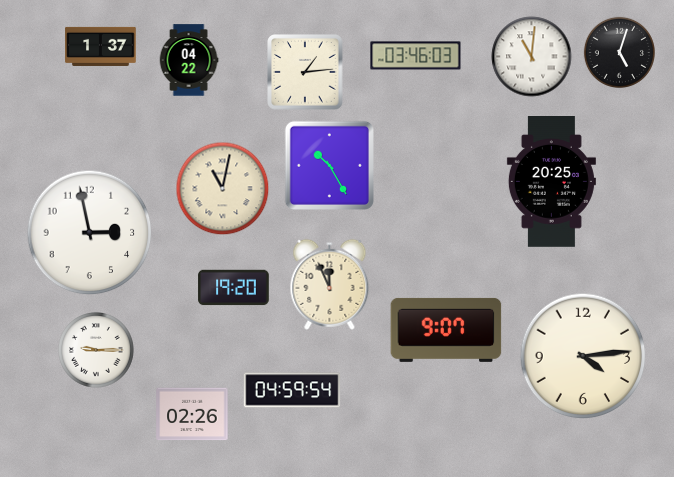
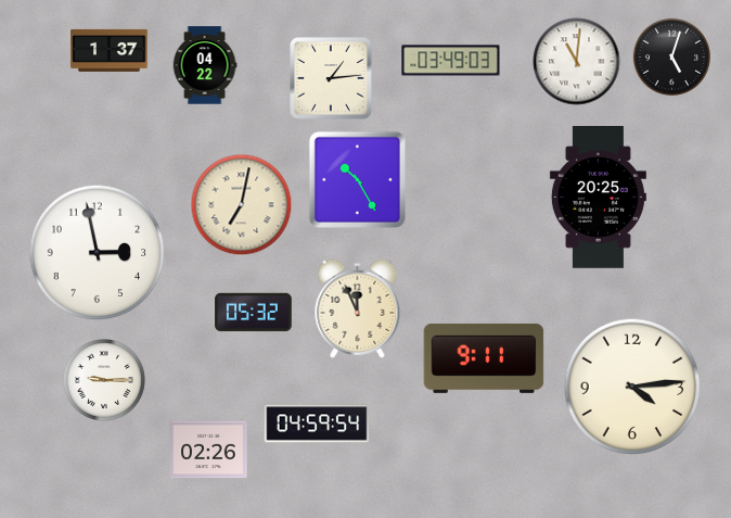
clock at (416, 56): 03:46 -> 03:49
clock at (223, 189): 11:02 -> 7:02
clock at (234, 288): 19:20 -> 05:32
clock at (446, 330): 9:07 -> 9:11
